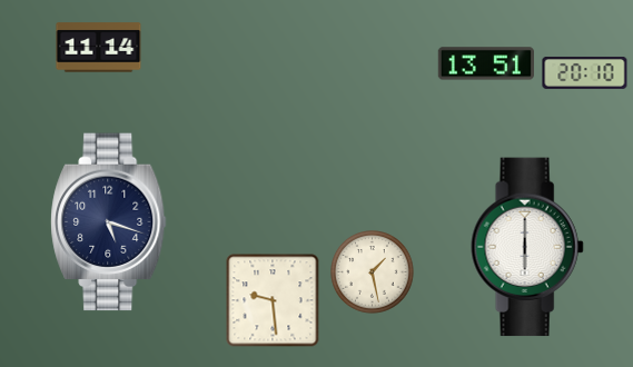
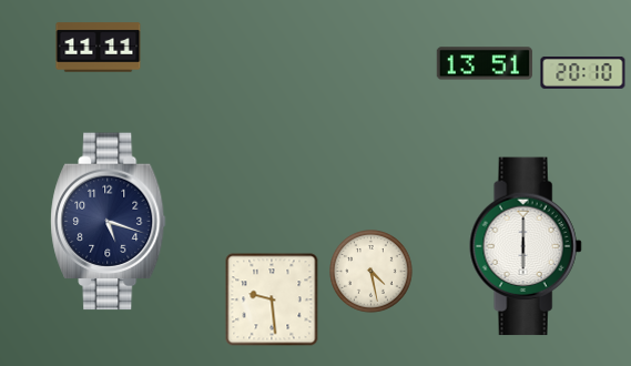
clock at (99, 48): 11:14 -> 11:11
clock at (373, 272): 1:28 -> 4:28
